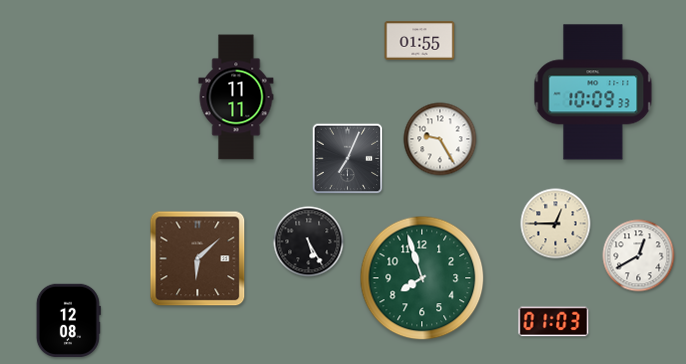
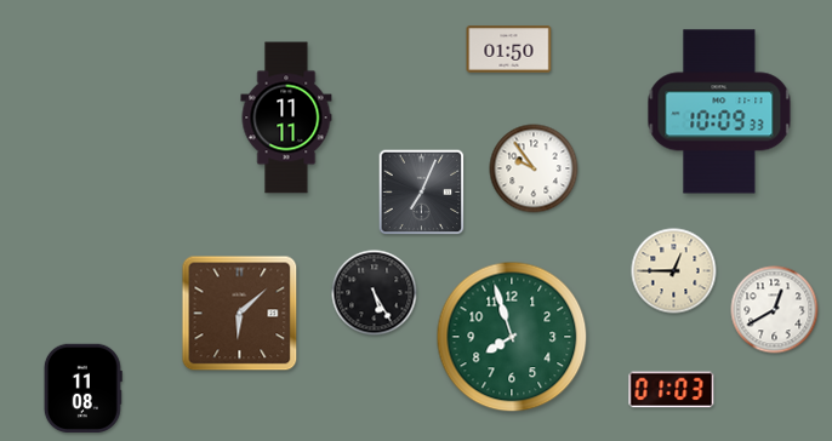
clock at (420, 41): 01:55 -> 01:50
clock at (440, 139): 9:25 -> 9:54
clock at (68, 321): 12:08 -> 11:08
